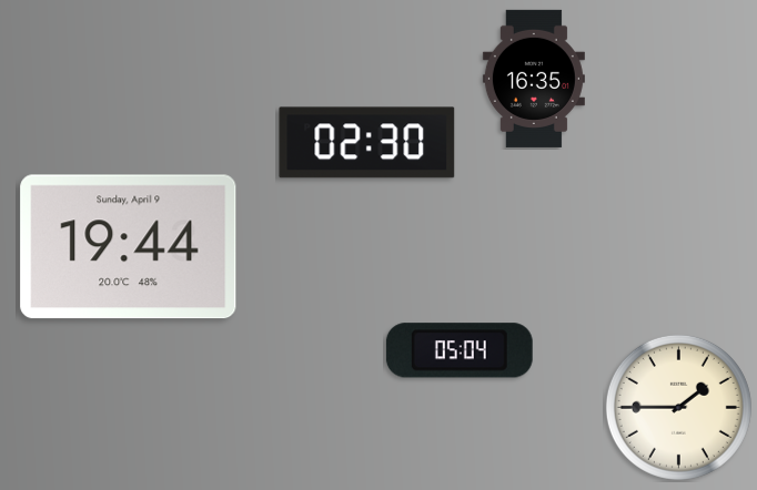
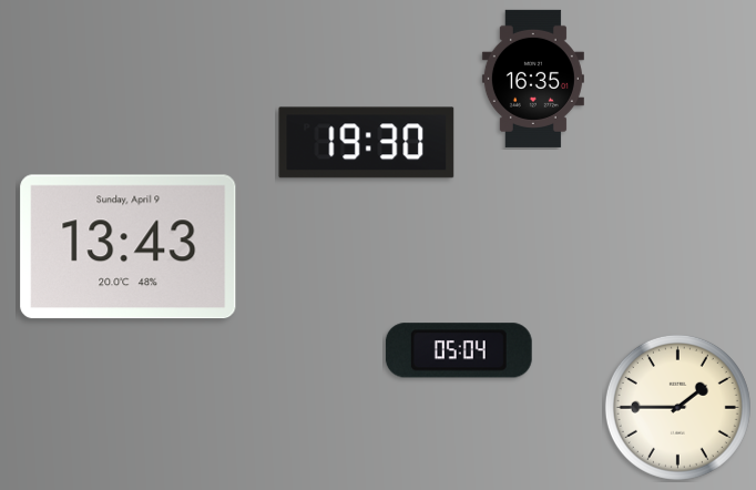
clock at (367, 143): 02:30 -> 19:30
clock at (129, 247): 19:44 -> 13:43
